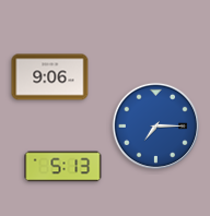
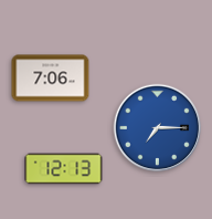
clock at (50, 77): 9:06 -> 7:06
clock at (63, 167): 5:13 -> 12:13
